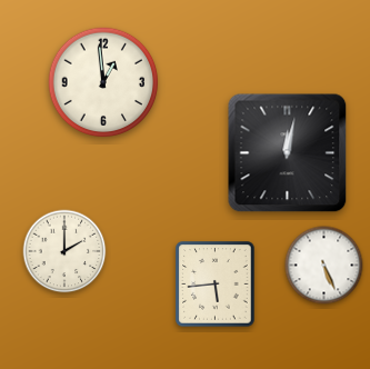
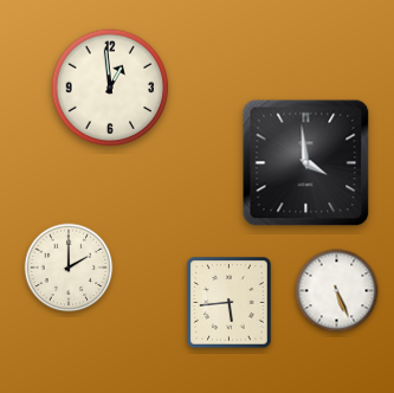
clock at (288, 153): 12:02 -> 3:59
clock at (324, 266) position: (324, 266) -> (337, 291)
